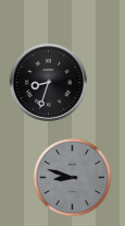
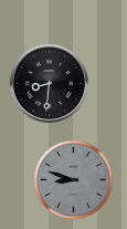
clock at (48, 82): 8:33 -> 8:31
